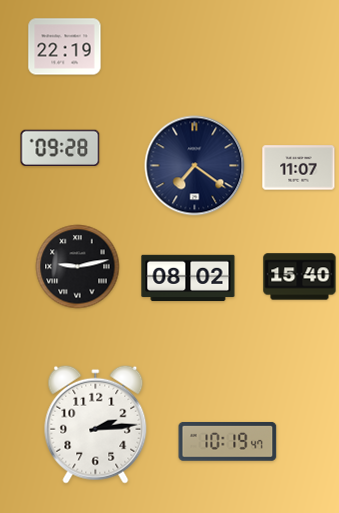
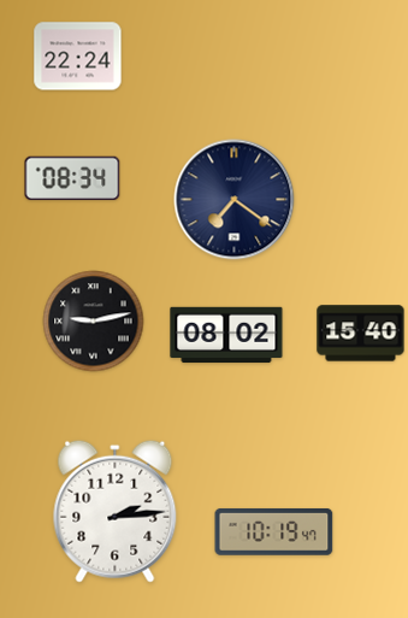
clock at (65, 47): 22:19 -> 22:24
clock at (60, 147): 09:28 -> 08:34
clock at (299, 168): 11:07 -> none
